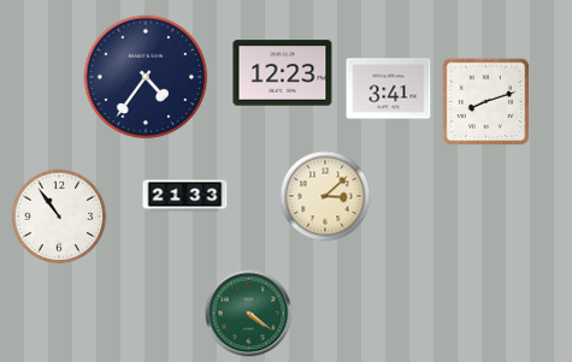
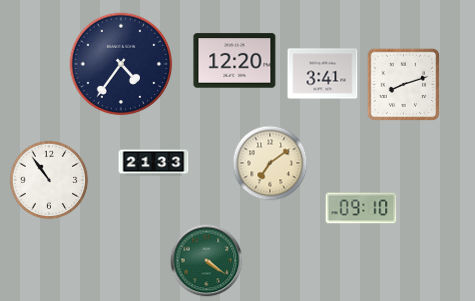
clock at (283, 73): 12:23 -> 12:20
clock at (325, 196): 3:08 -> 7:09
clock at (361, 208): none -> 09:10
